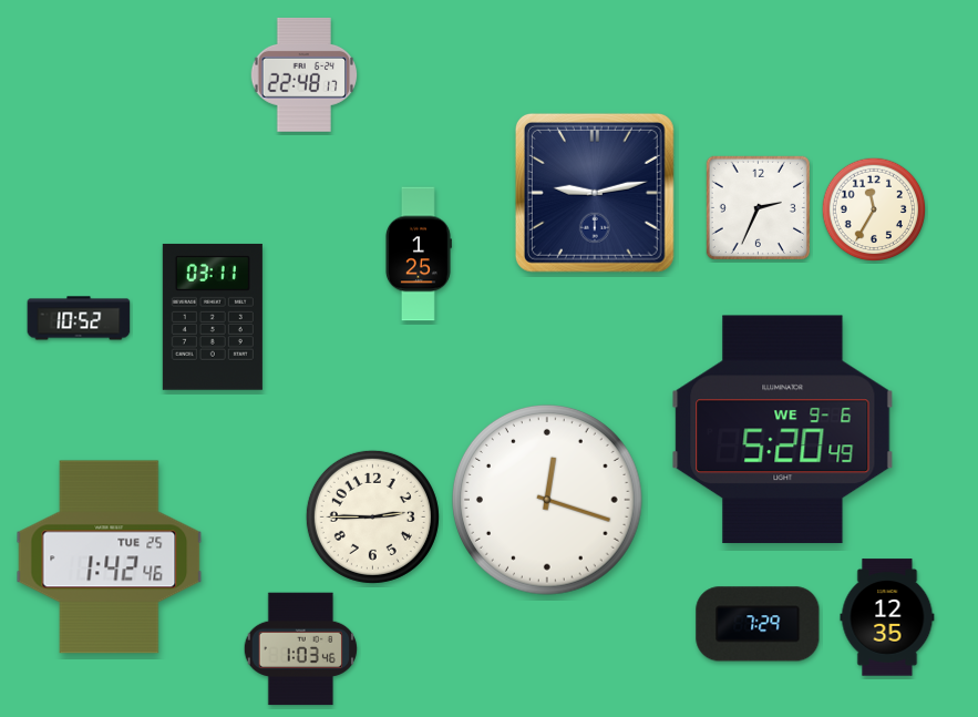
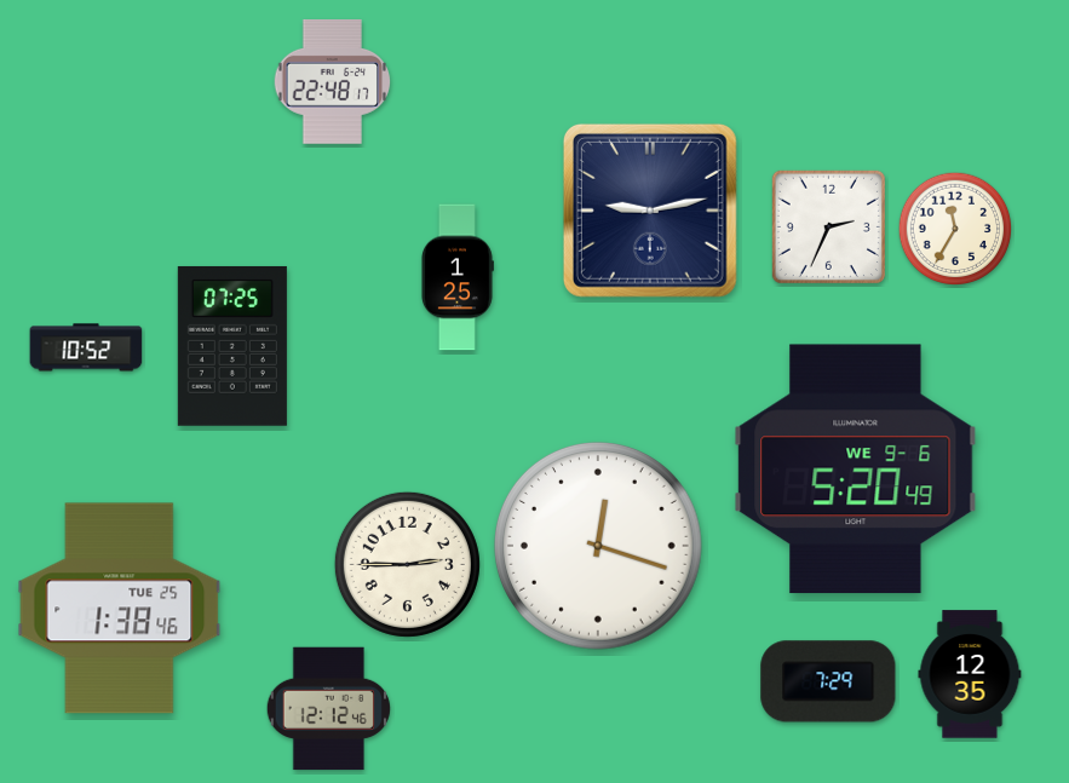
clock at (213, 317): 03:11 -> 07:25
clock at (110, 557): 1:42 -> 1:38
clock at (300, 649): 1:03 -> 12:12
